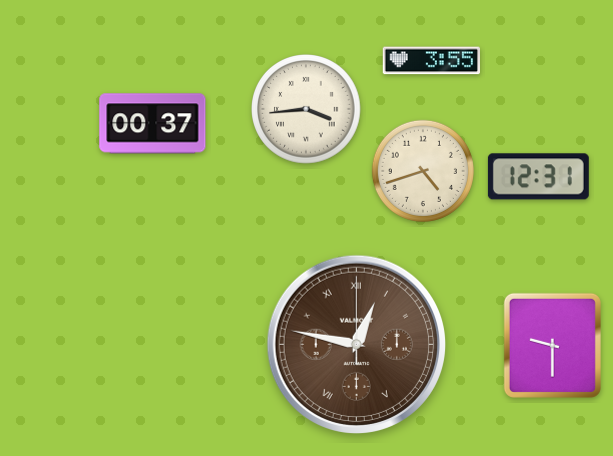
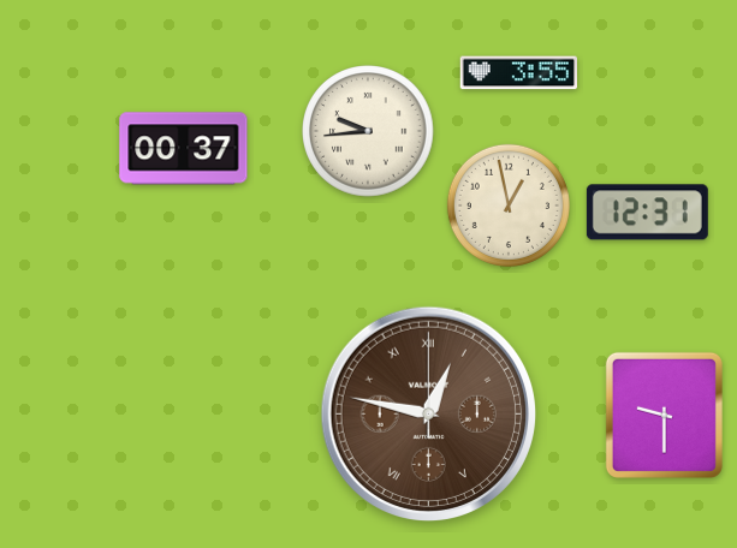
clock at (307, 110): 3:44 -> 9:44
clock at (423, 171): 4:42 -> 12:58
